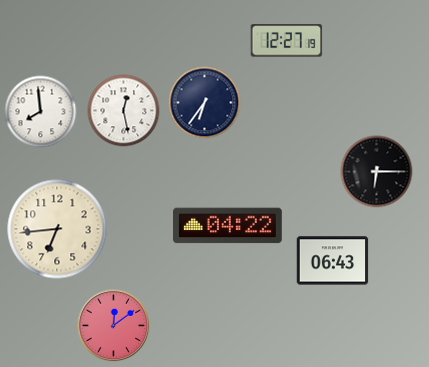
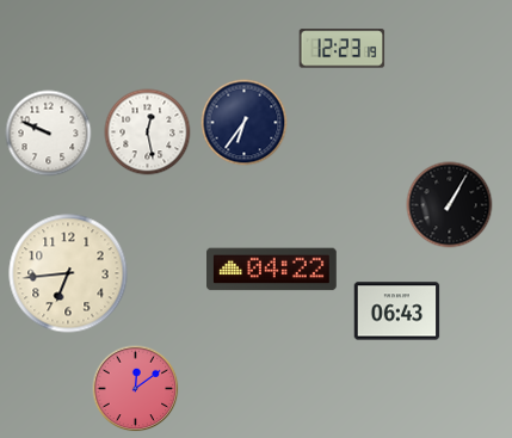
clock at (287, 41): 12:27 -> 12:23
clock at (41, 112): 7:59 -> 9:49
clock at (377, 172): 6:15 -> 1:05
